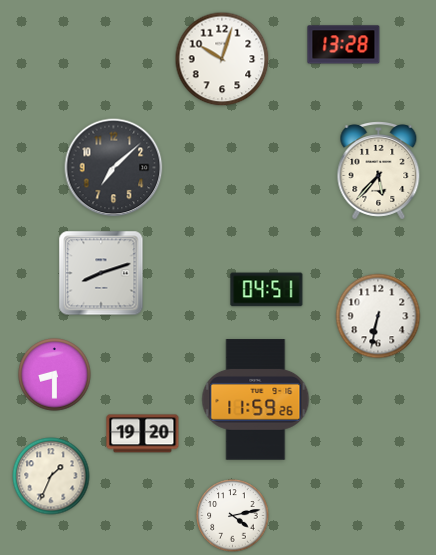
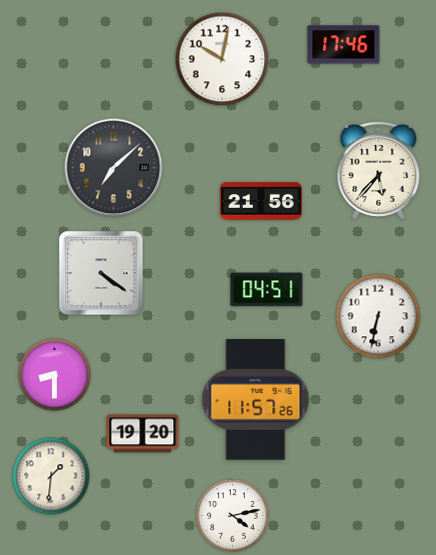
clock at (344, 45): 13:28 -> 17:46
clock at (222, 59): 10:03 -> 10:02
clock at (261, 201): none -> 21:56
clock at (101, 273): 8:12 -> 4:21
clock at (256, 400): 11:59 -> 11:57
clock at (51, 476): 1:34 -> 1:31
